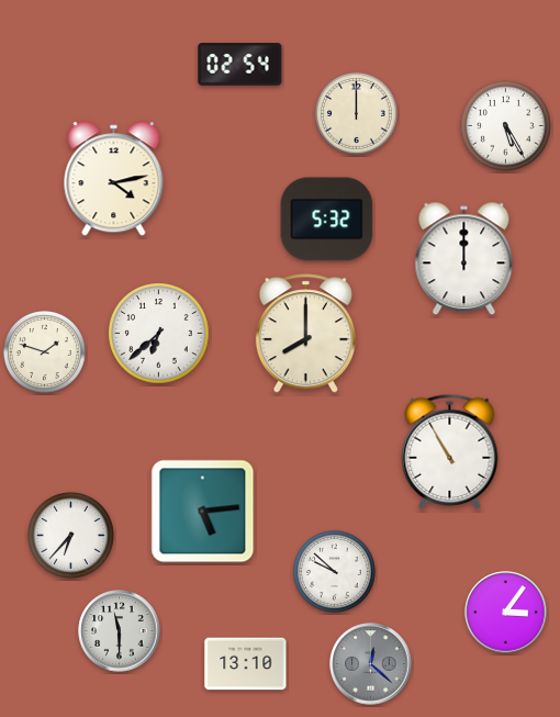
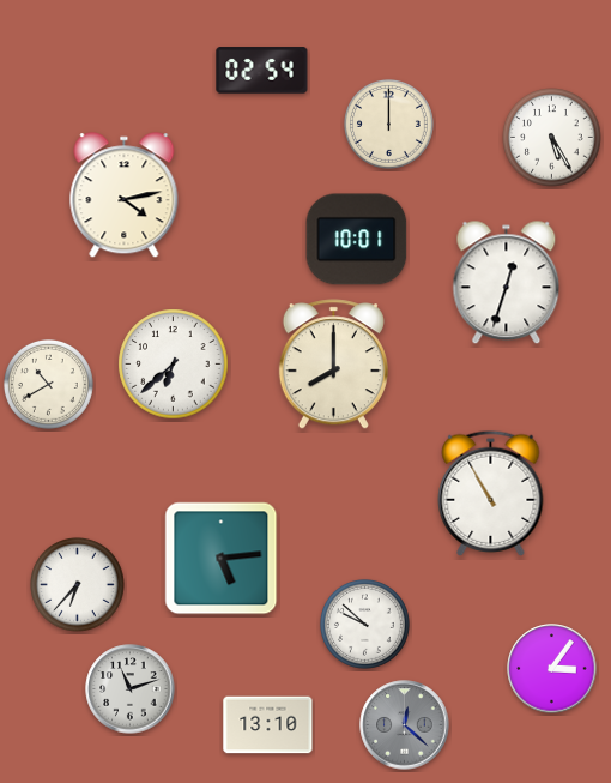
clock at (327, 220): 5:32 -> 10:01
clock at (464, 259): 12:00 -> 12:33
clock at (44, 351): 1:48 -> 10:40
clock at (120, 631): 11:30 -> 11:12
